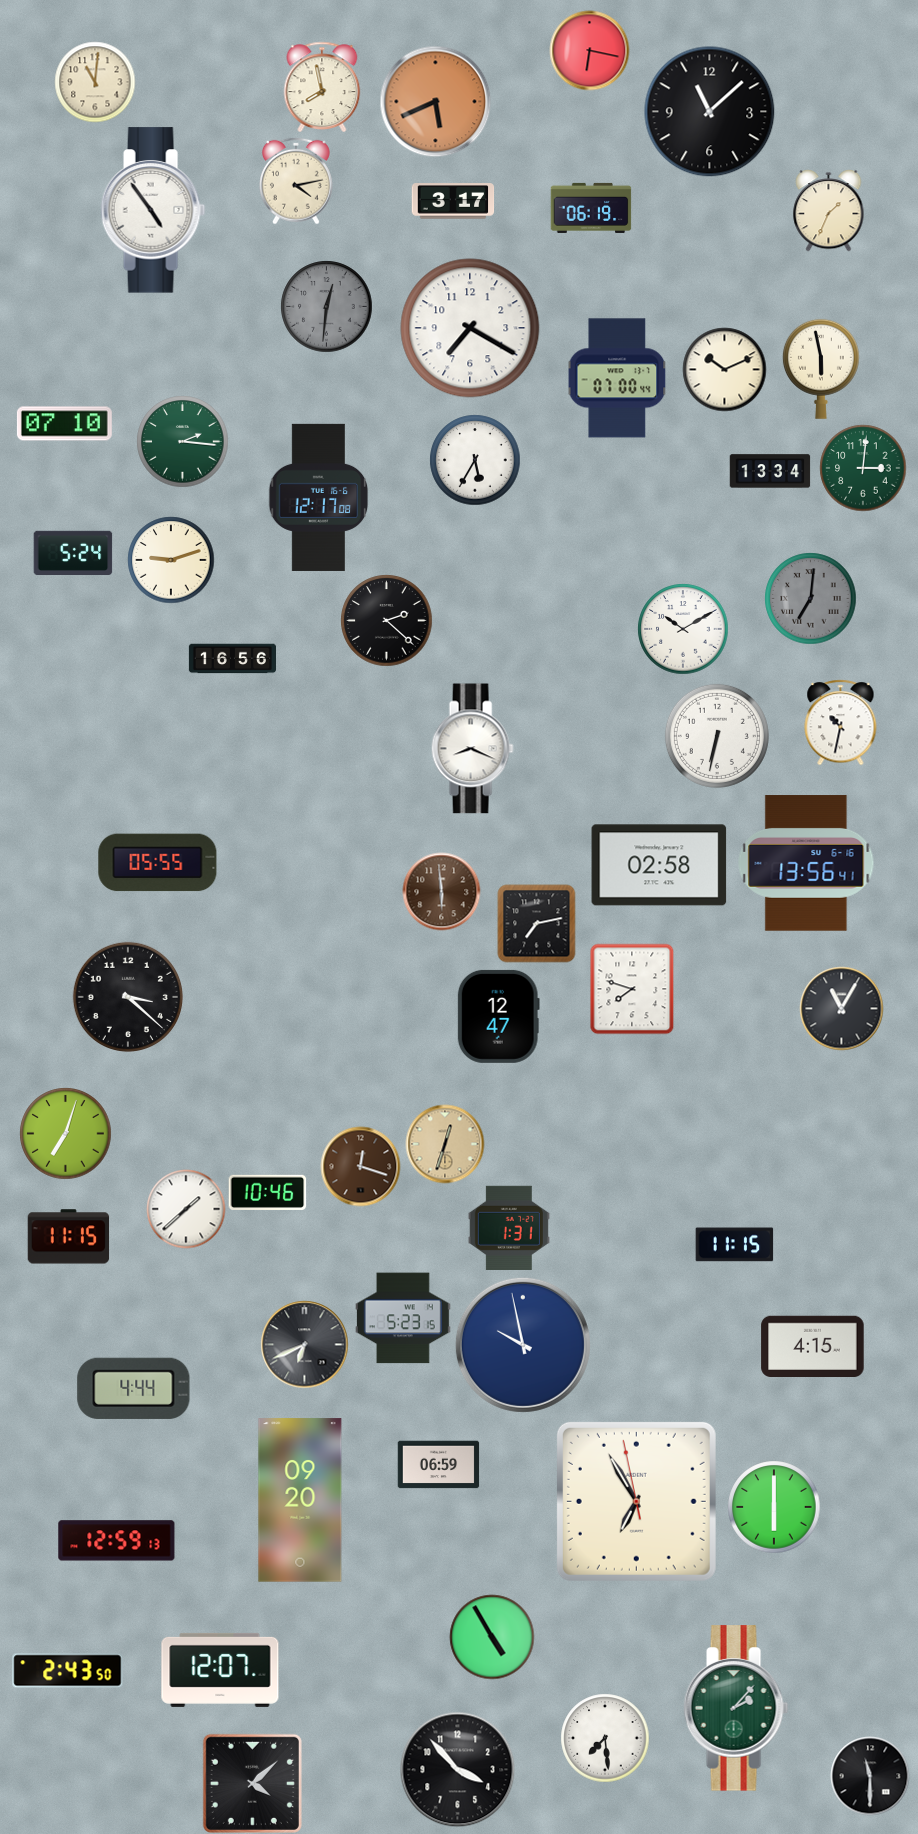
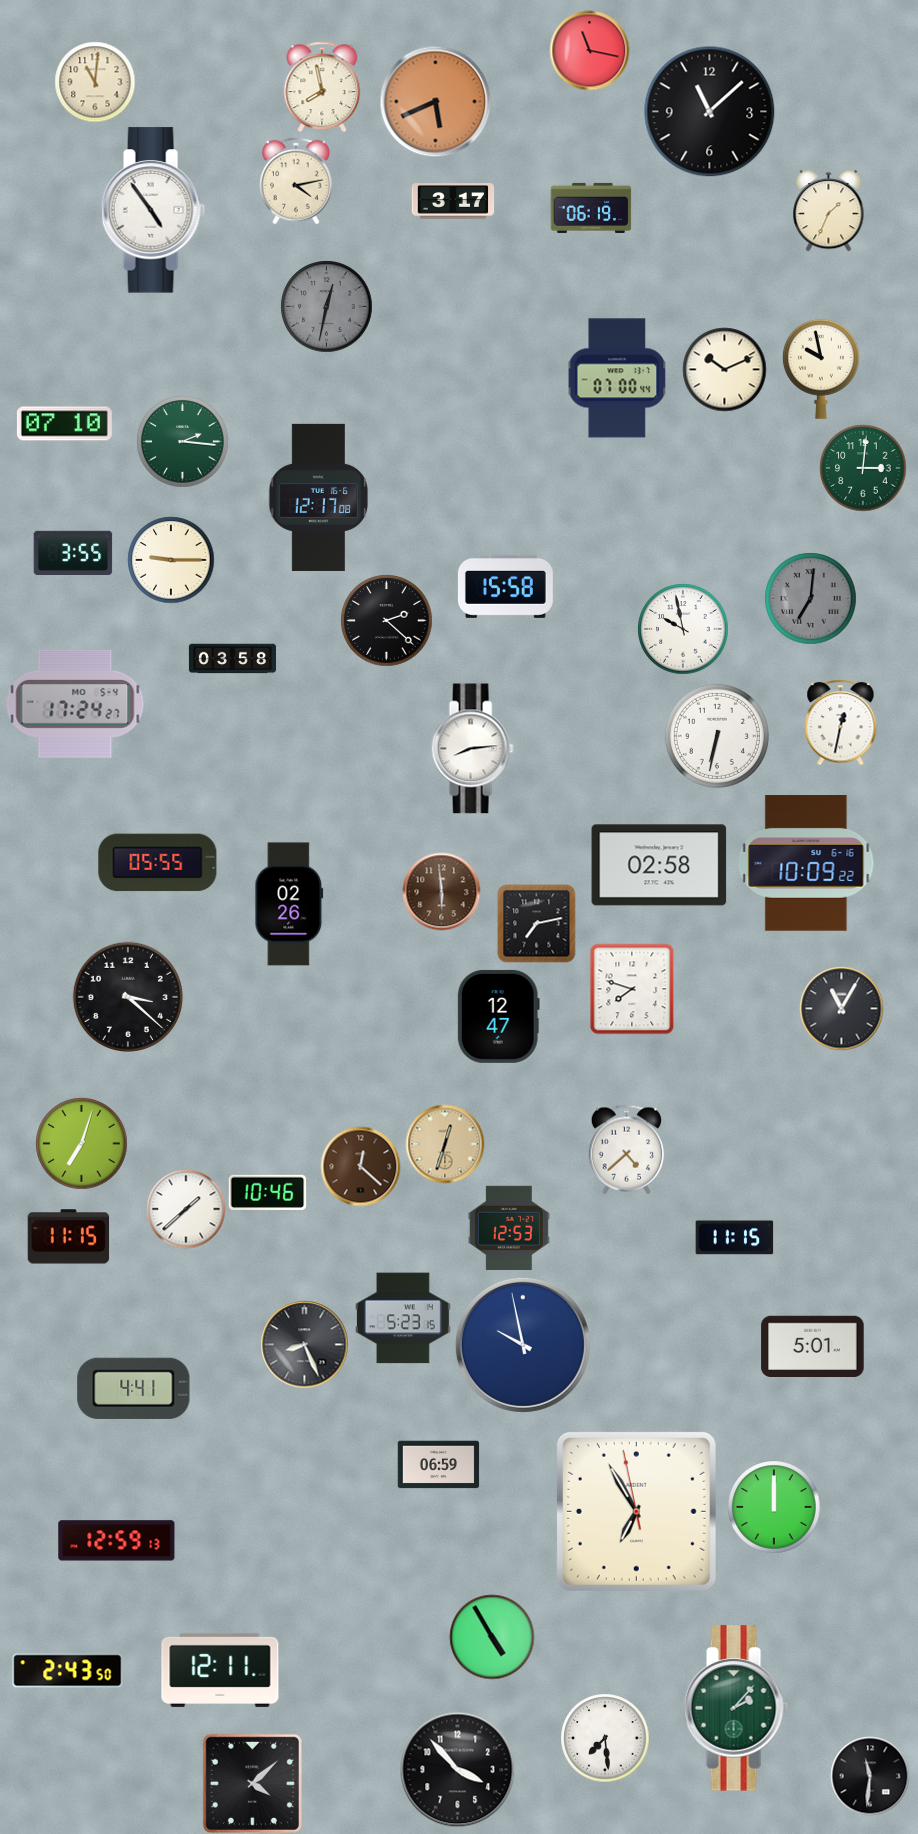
clock at (589, 50): 6:17 -> 11:17
clock at (326, 306): 12:31 -> 12:32
clock at (470, 328): 7:20 -> none
clock at (821, 369): 5:58 -> 9:58
clock at (475, 460): 5:35 -> none
clock at (770, 471): 13:34 -> none
clock at (73, 552): 5:24 -> 3:55
clock at (171, 560): 9:12 -> 9:15
clock at (505, 586): none -> 15:58
clock at (683, 629): 10:10 -> 9:58
clock at (232, 659): 16:56 -> 03:58
clock at (75, 704): none -> 17:24
clock at (841, 722): 10:32 -> 12:32
clock at (472, 749): 8:19 -> 8:14
clock at (806, 863): 13:56 -> 10:09
clock at (289, 904): none -> 02:26
clock at (65, 1133) position: (65, 1133) -> (81, 1143)
clock at (627, 1149): none -> 4:38
clock at (360, 1166): 12:18 -> 12:22
clock at (509, 1227): 1:31 -> 12:53
clock at (734, 1245) position: (734, 1245) -> (734, 1238)
clock at (304, 1344): 6:41 -> 8:26
clock at (813, 1346): 4:15 -> 5:01
clock at (134, 1388): 4:44 -> 4:41
clock at (300, 1500): 09:20 -> none
clock at (636, 1501) position: (636, 1501) -> (636, 1511)
clock at (774, 1507): 6:00 -> 12:00
clock at (220, 1670): 12:07 -> 12:11
clock at (870, 1776): 11:30 -> 11:31
